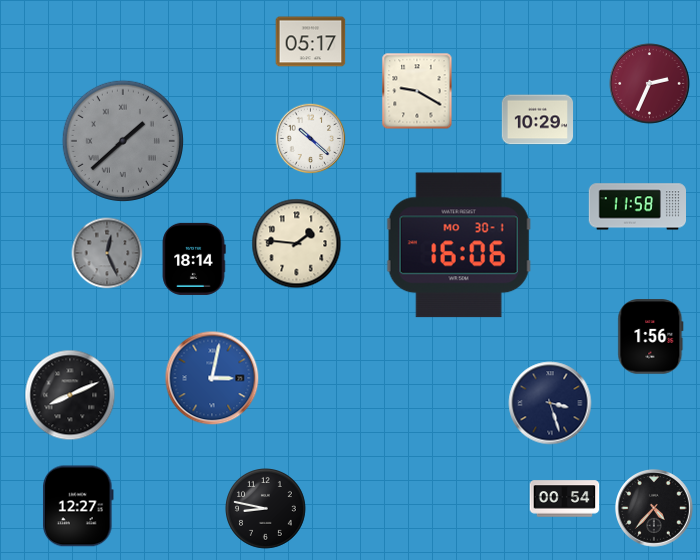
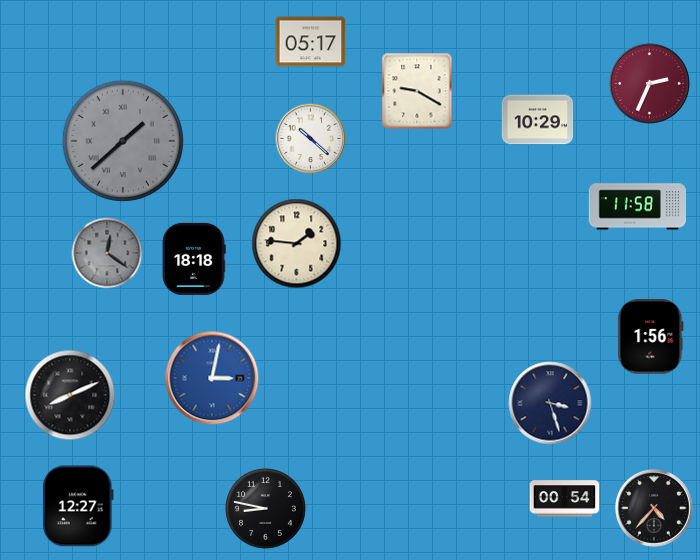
clock at (459, 245): 16:06 -> none
clock at (107, 253): 12:26 -> 12:21
clock at (194, 259): 18:14 -> 18:18
